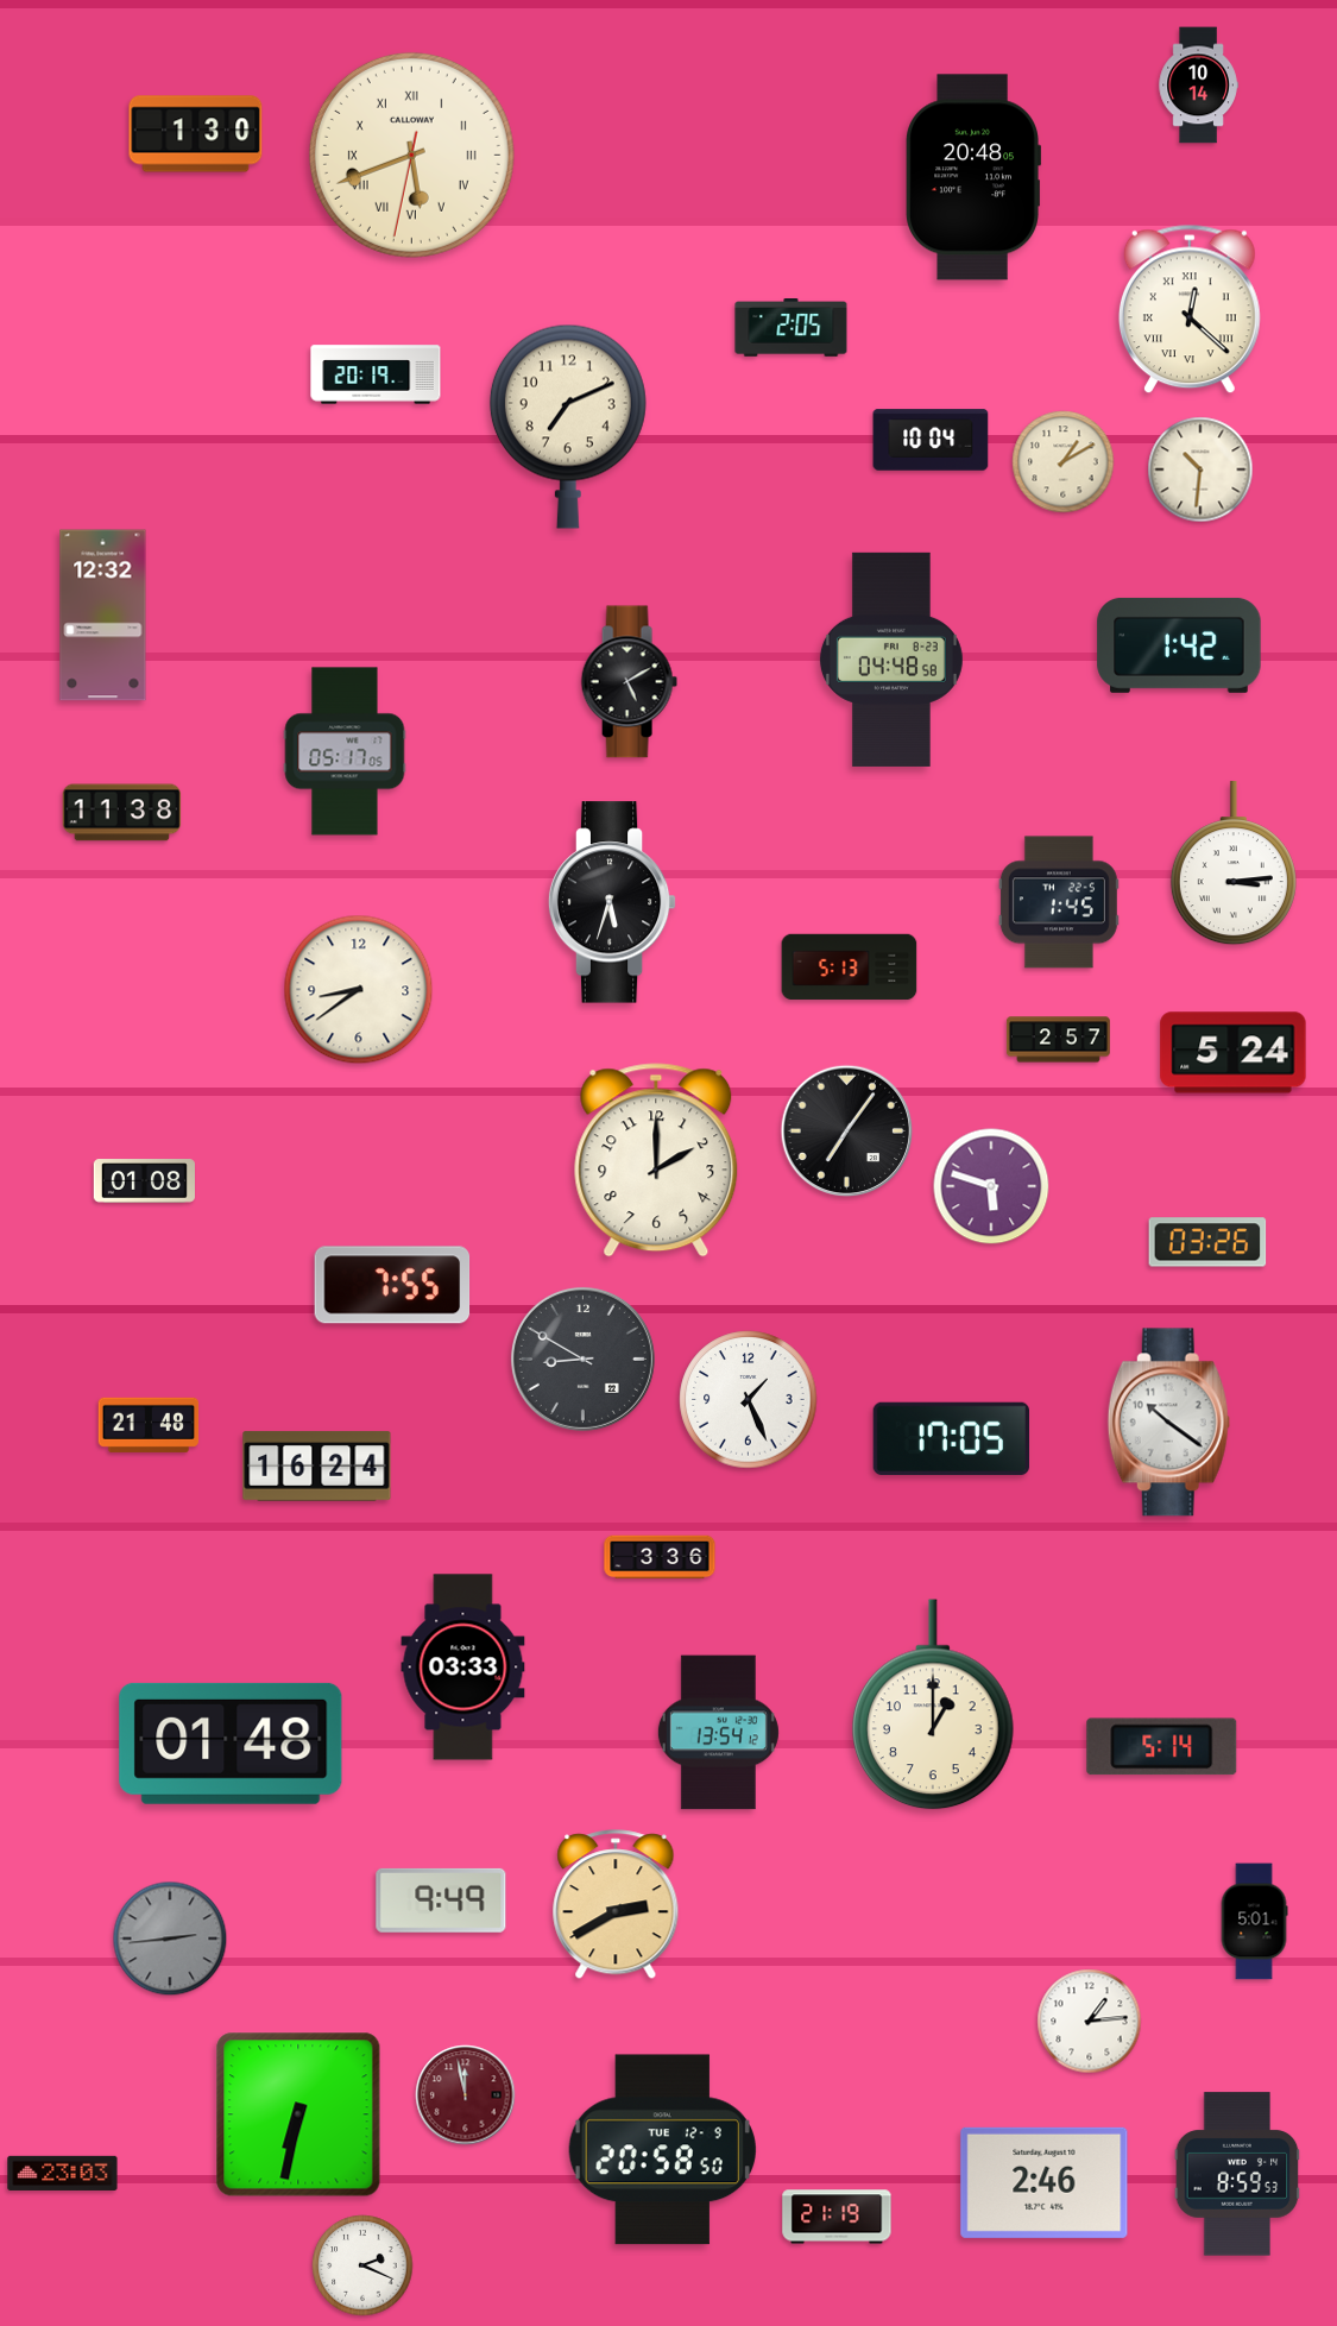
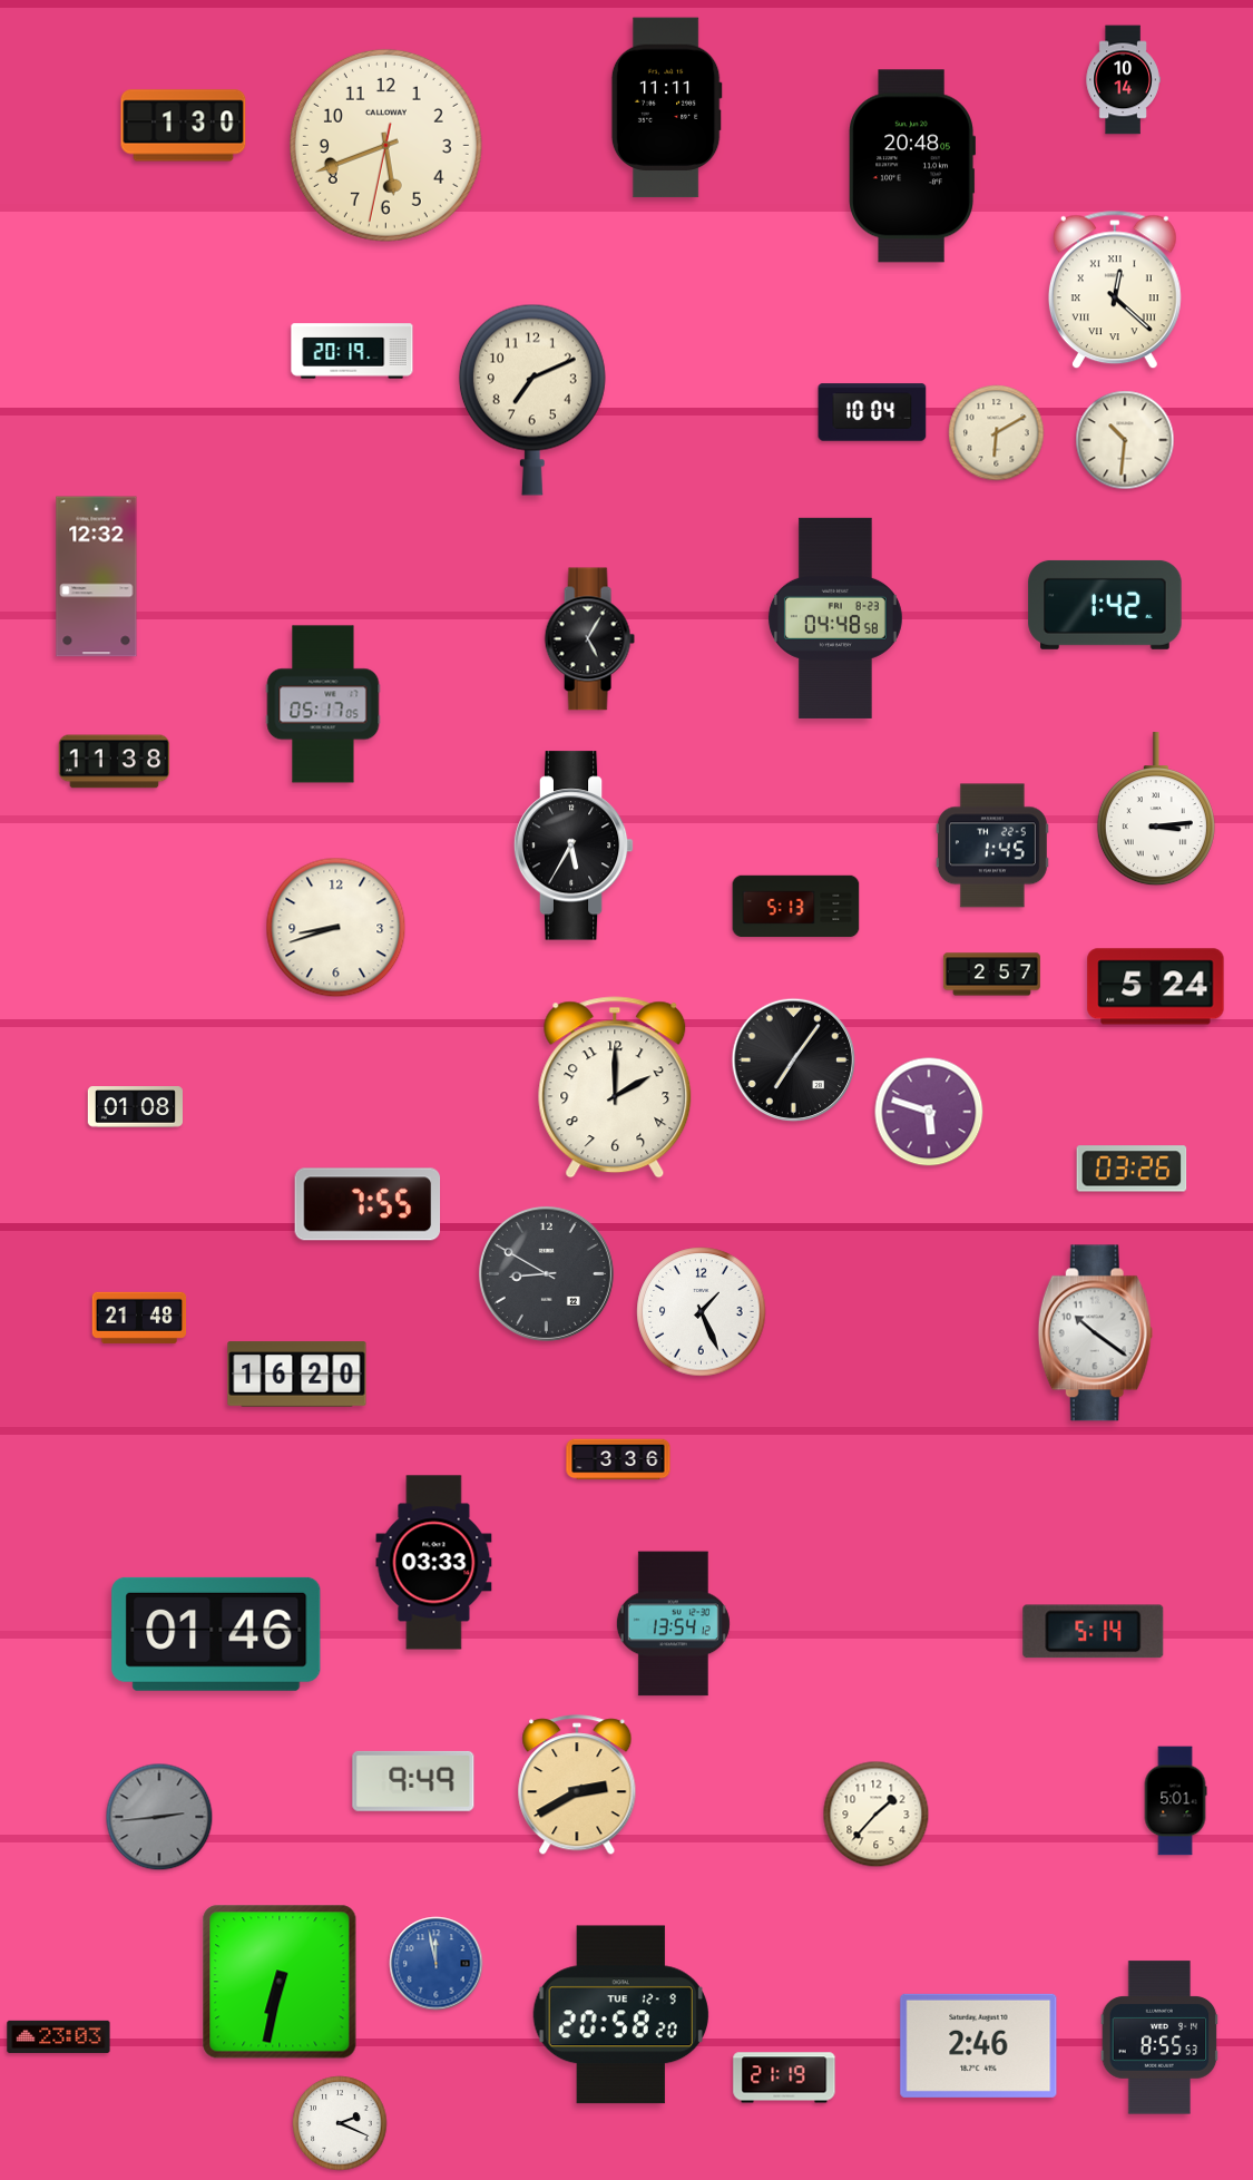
clock at (666, 108): none -> 11:11
clock at (411, 155) numerals: Roman -> Arabic
clock at (792, 328): 2:05 -> none
clock at (1064, 462): 1:10 -> 6:10
clock at (629, 682): 5:10 -> 5:05
clock at (612, 902): 5:33 -> 5:35
clock at (359, 990): 8:39 -> 8:42
clock at (1207, 1242) position: (1207, 1242) -> (1132, 1169)
clock at (149, 1425) position: (149, 1425) -> (139, 1318)
clock at (951, 1438): 17:05 -> none
clock at (317, 1467): 16:24 -> 16:20
clock at (934, 1704): 1:00 -> none
clock at (231, 1744): 01:48 -> 01:46
clock at (1162, 1747) position: (1162, 1747) -> (1094, 1632)
clock at (877, 1815): none -> 1:37
clock at (1090, 2022): 1:14 -> none
clock at (466, 2095) dial: burgundy -> blue
clock at (662, 2150): 20:58:50 -> 20:58:20
clock at (1237, 2174): 8:59 -> 8:55
